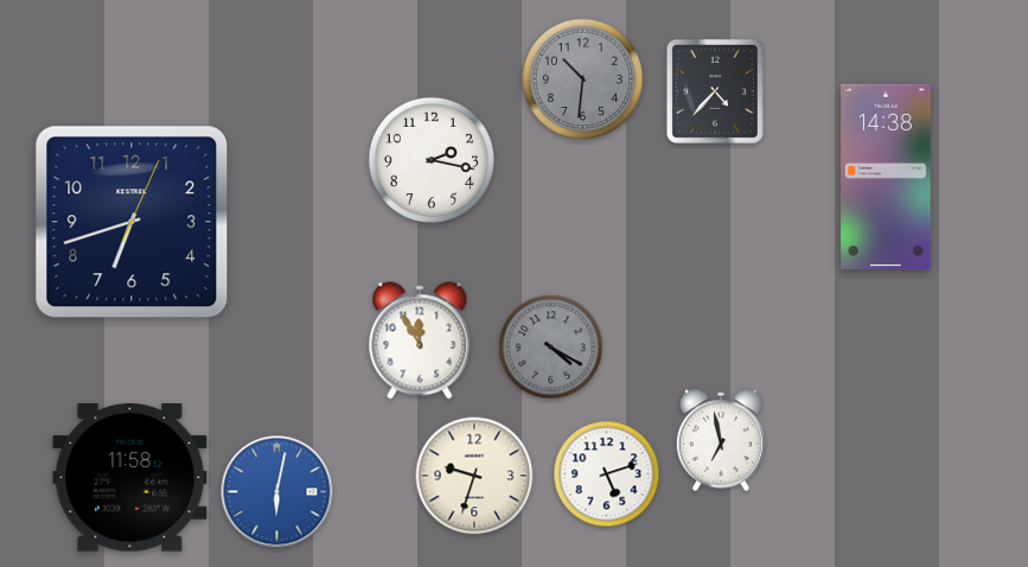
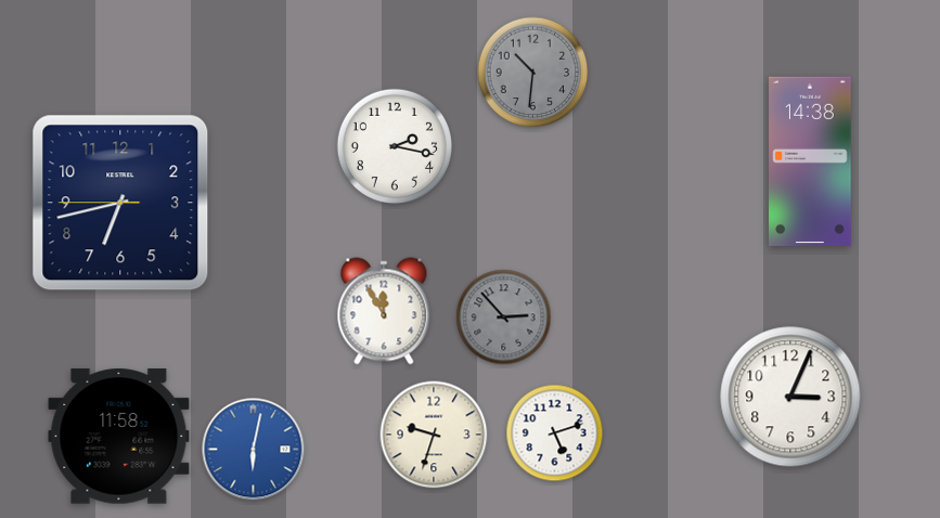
clock at (715, 91): 4:37 -> none
clock at (132, 222): 6:42:04 -> 6:42:45
clock at (551, 348): 4:20 -> 2:53
clock at (790, 397): none -> 3:04
clock at (720, 440): 6:58 -> none
